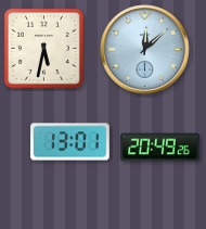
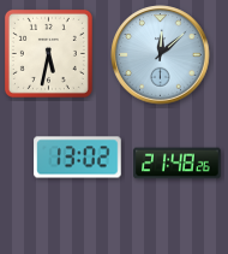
clock at (70, 142): 13:01 -> 13:02
clock at (160, 148): 20:49 -> 21:48
